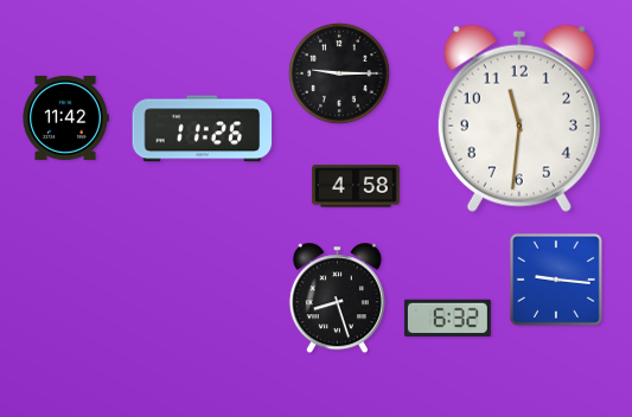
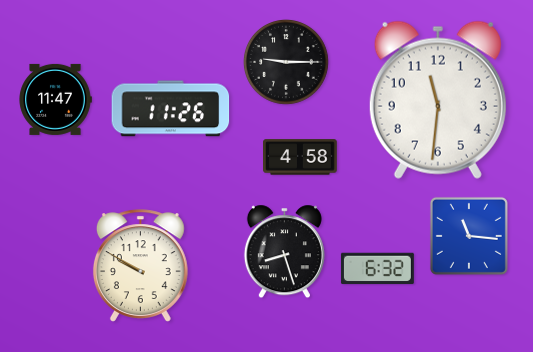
clock at (65, 117): 11:42 -> 11:47
clock at (556, 280): 9:16 -> 11:16
clock at (140, 266): none -> 9:50
